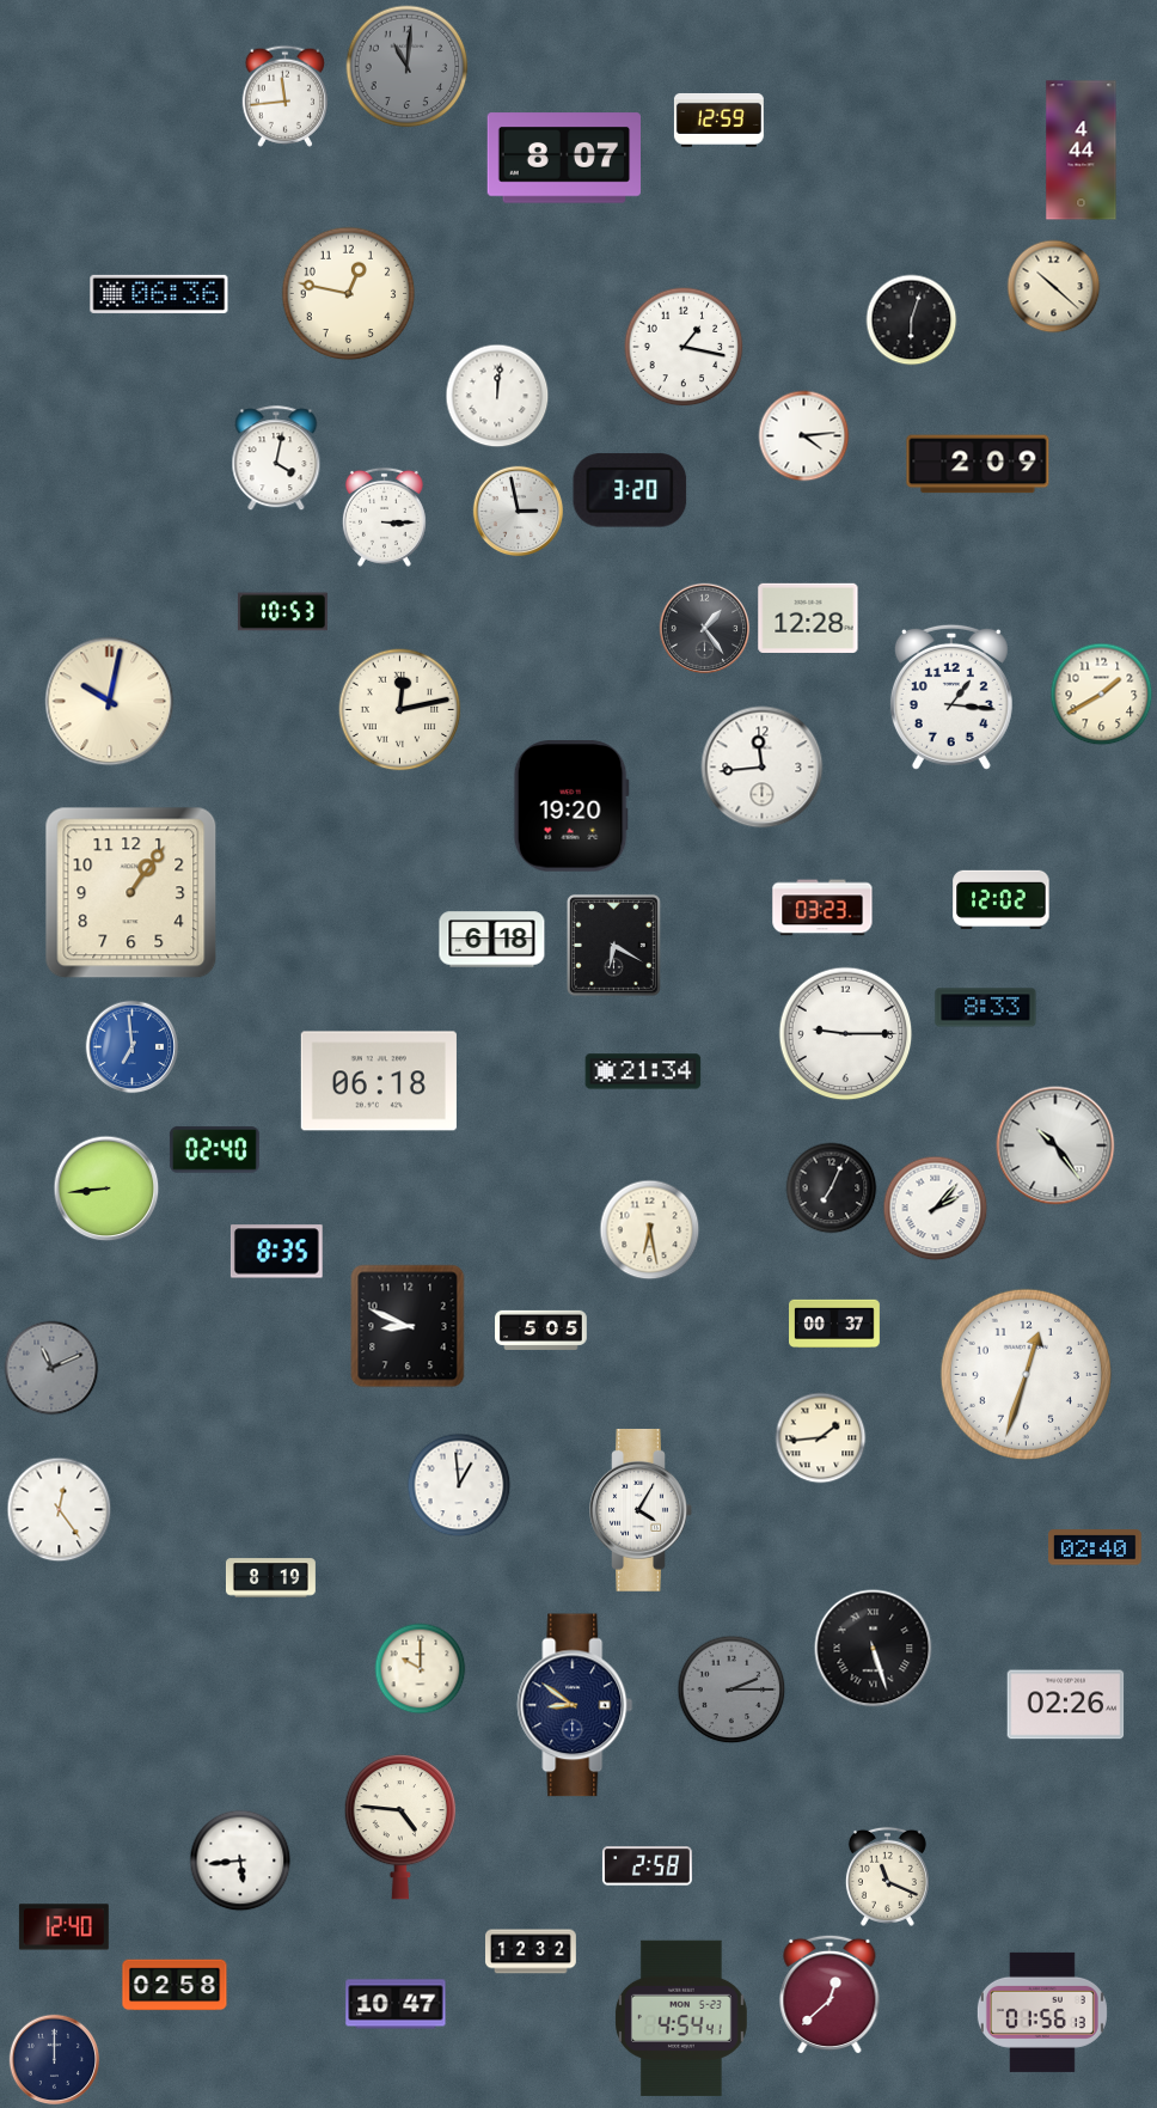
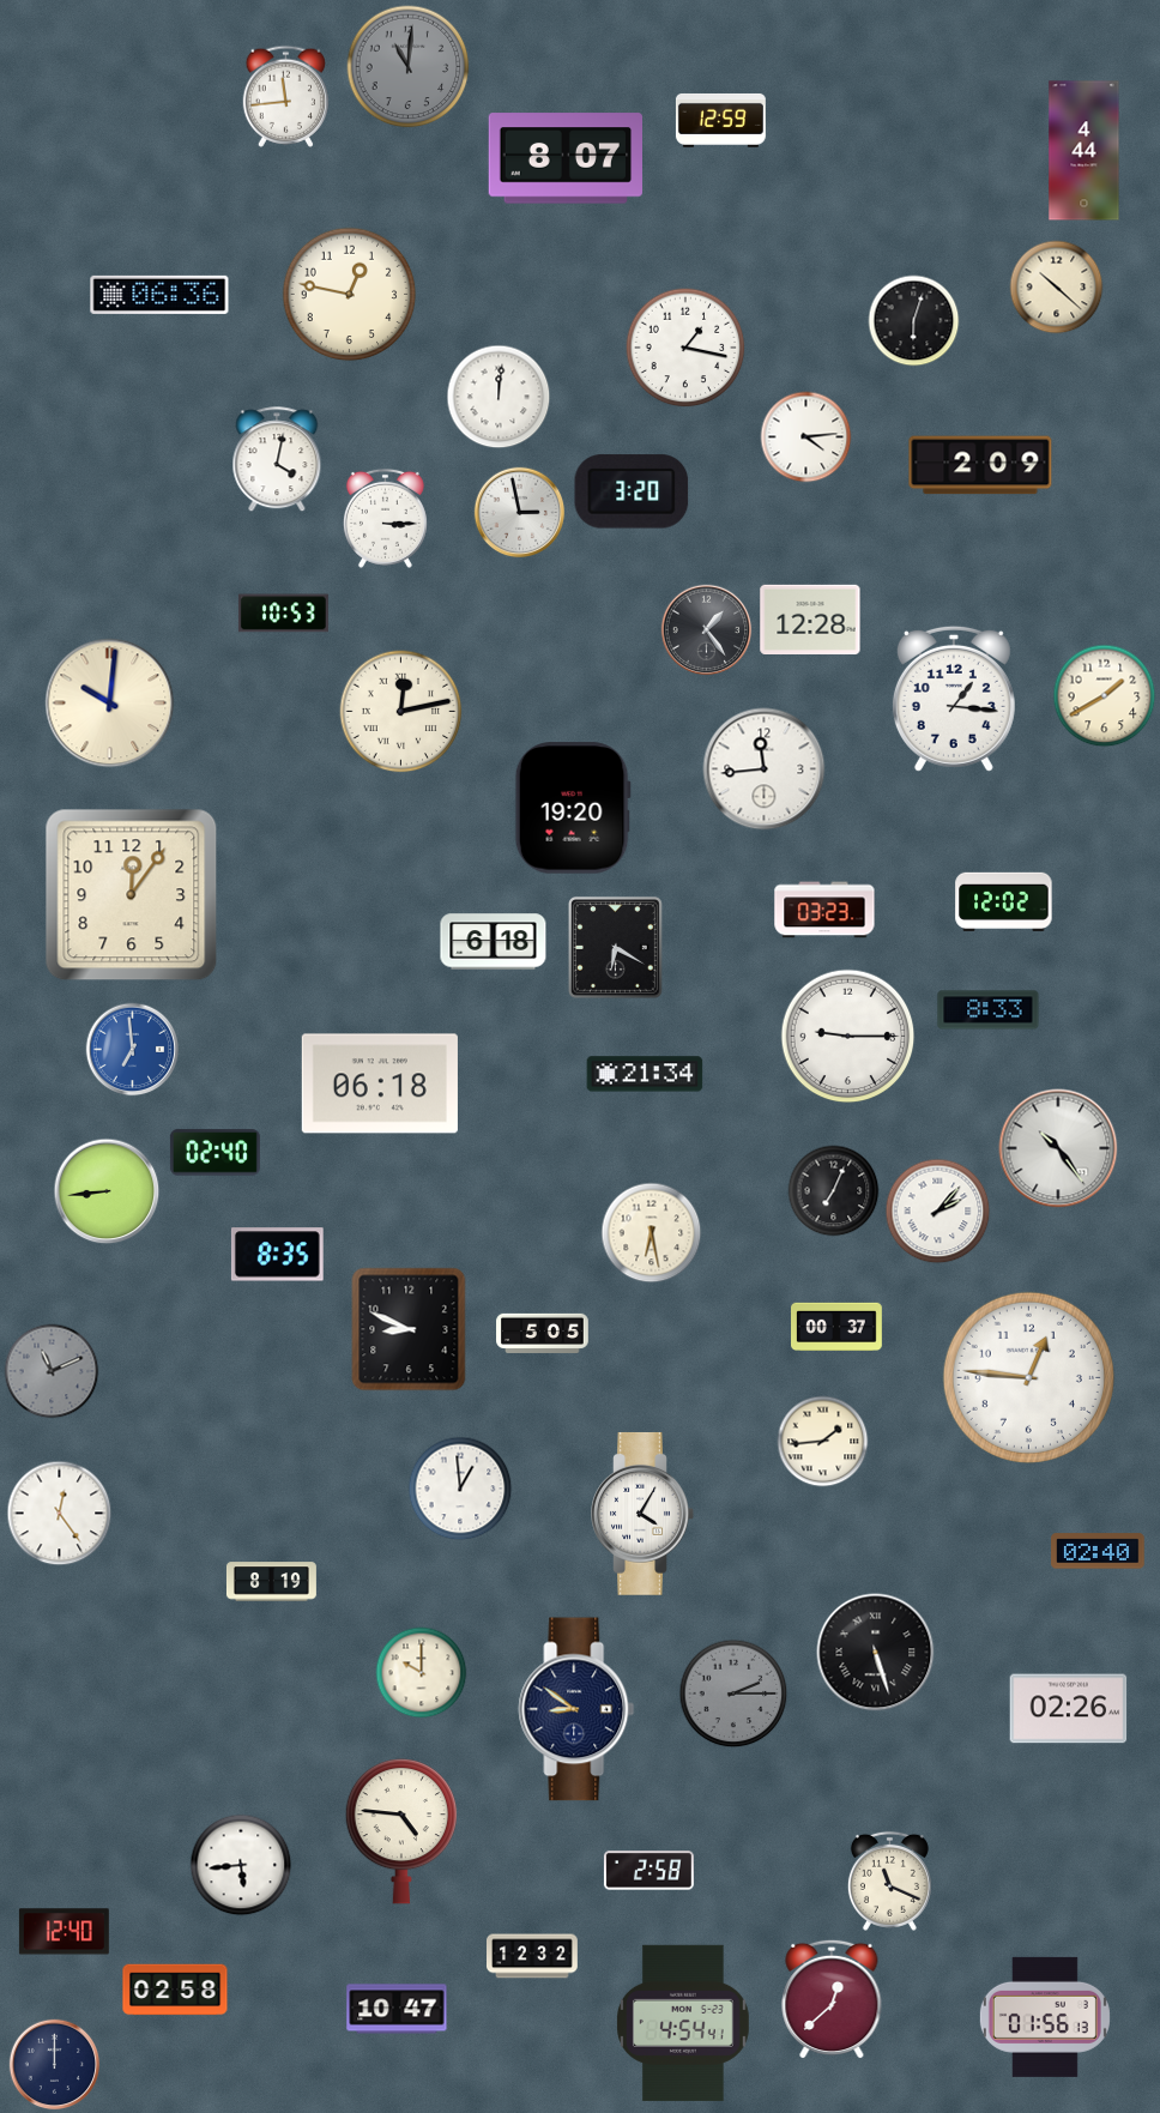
clock at (110, 702): 10:02 -> 10:01
clock at (131, 893): 1:06 -> 12:06
clock at (1026, 1374): 12:33 -> 12:46
